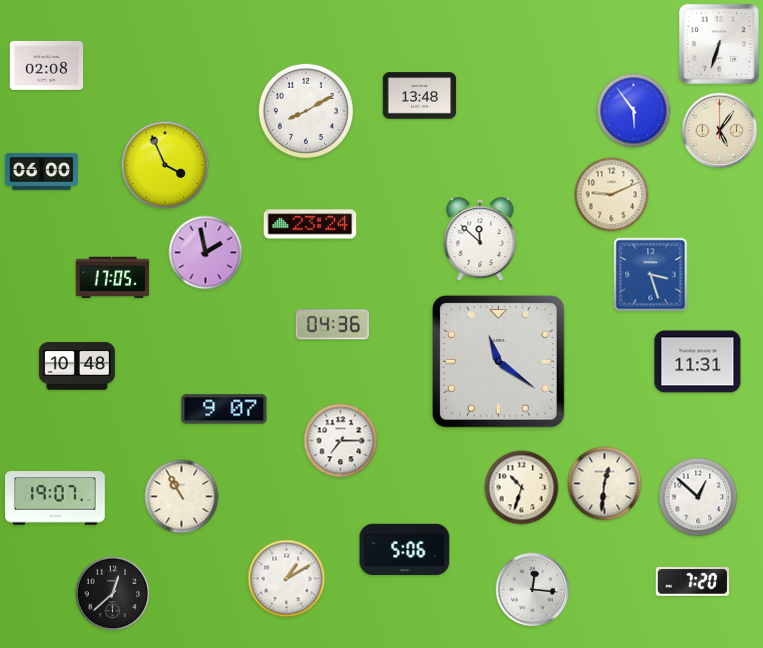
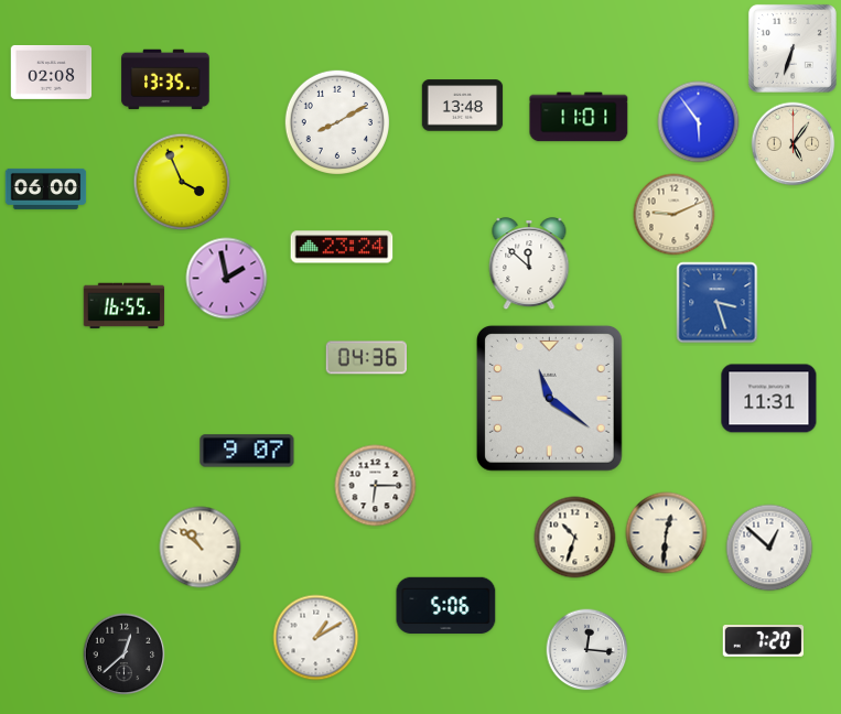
clock at (165, 79): none -> 13:35
clock at (579, 117): none -> 11:01
clock at (113, 278): 17:05 -> 16:55
clock at (77, 366): 10:48 -> none
clock at (341, 441): 7:15 -> 6:15
clock at (182, 497): 10:55 -> 10:52
clock at (56, 498): 19:07 -> none
